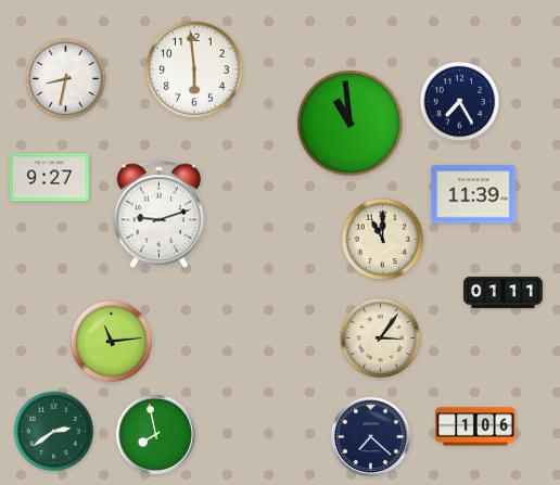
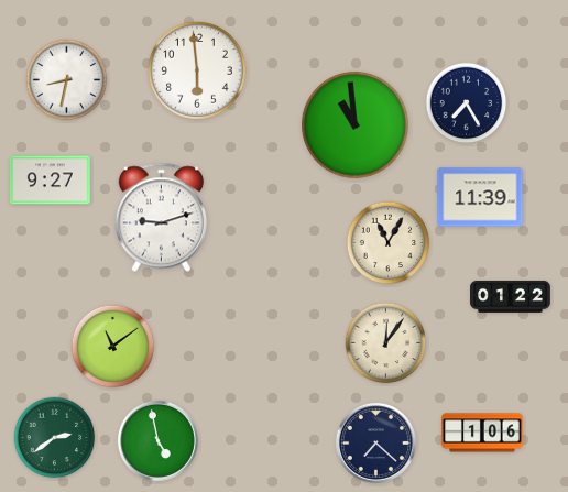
clock at (383, 240): 11:00 -> 11:05
clock at (504, 292): 01:11 -> 01:22
clock at (381, 339): 3:06 -> 12:06
clock at (112, 342): 11:14 -> 11:09
clock at (155, 434): 7:58 -> 4:58
